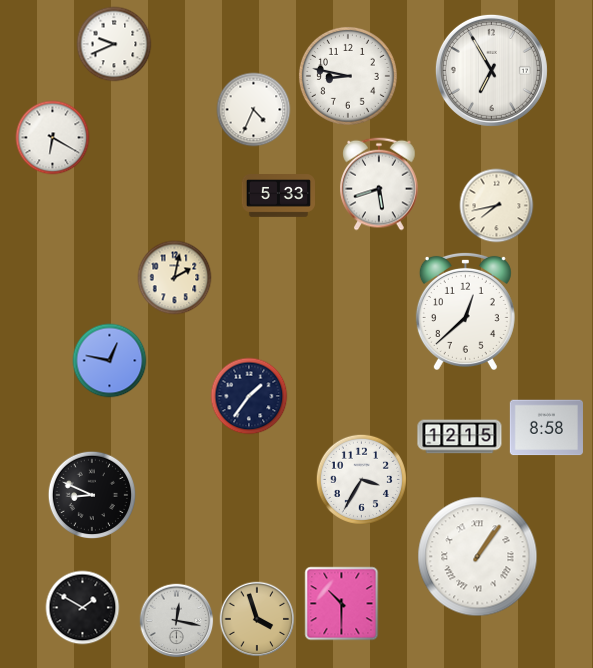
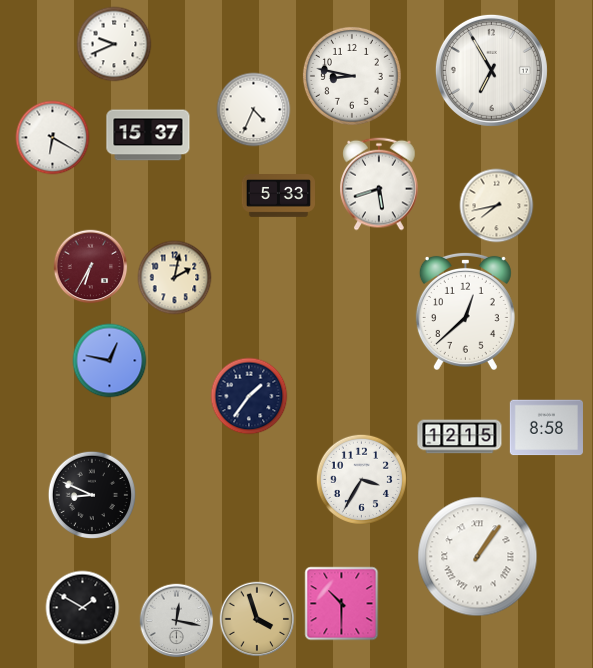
clock at (348, 76) position: (348, 76) -> (352, 76)
clock at (148, 135): none -> 15:37
clock at (91, 267): none -> 6:35
